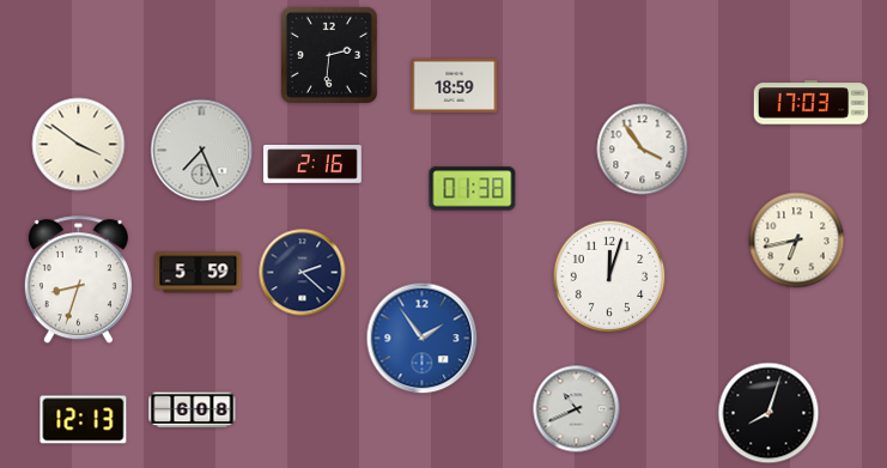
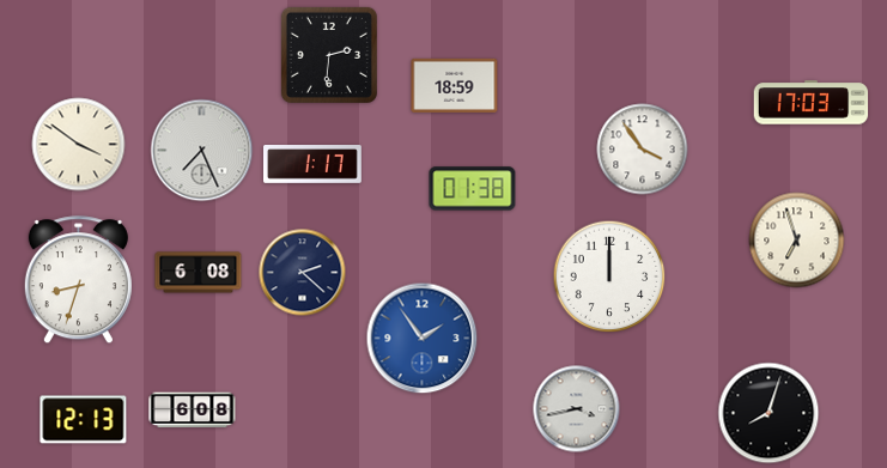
clock at (314, 164): 2:16 -> 1:17
clock at (797, 241): 6:43 -> 6:57
clock at (199, 273): 5:59 -> 6:08
clock at (609, 276): 12:03 -> 12:00
clock at (577, 409): 10:41 -> 3:43
